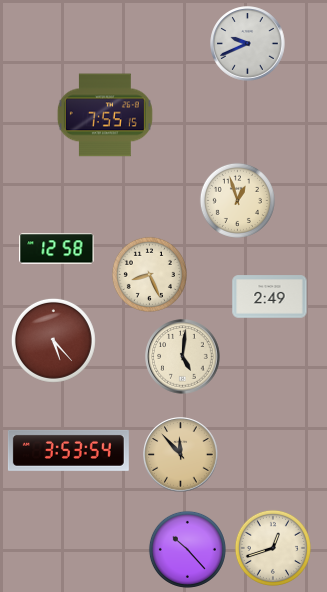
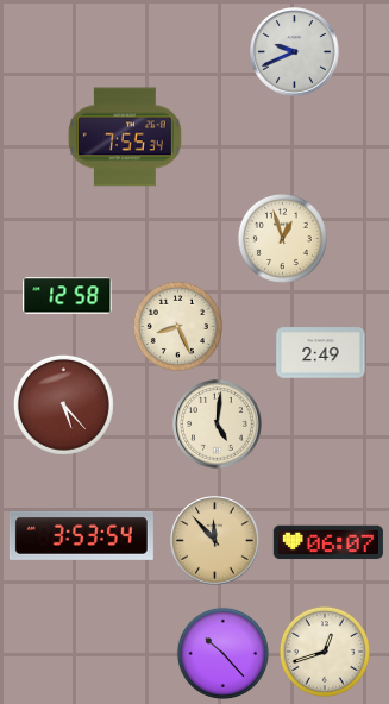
clock at (105, 115): 7:55:15 -> 7:55:34
clock at (328, 542): none -> 06:07
